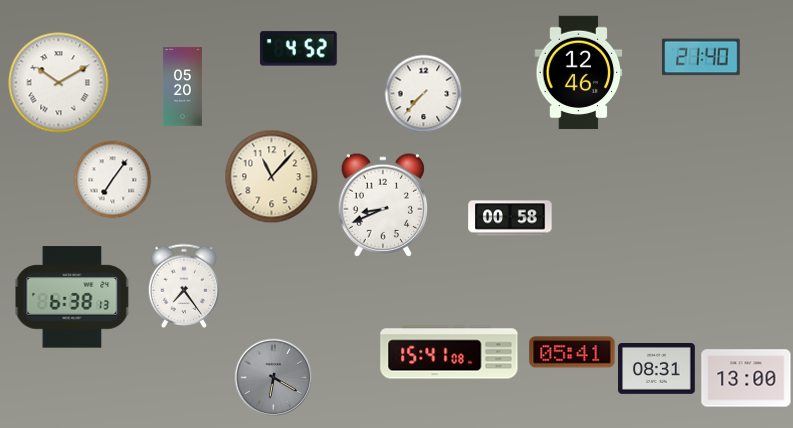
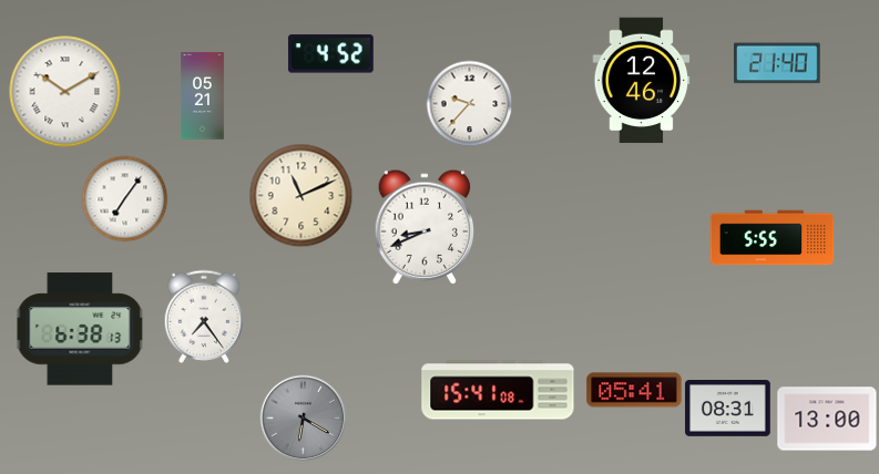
clock at (183, 87): 05:20 -> 05:21
clock at (423, 93): 7:37 -> 9:37
clock at (271, 176): 11:07 -> 11:11
clock at (773, 238): none -> 5:55
clock at (510, 218): 00:58 -> none
